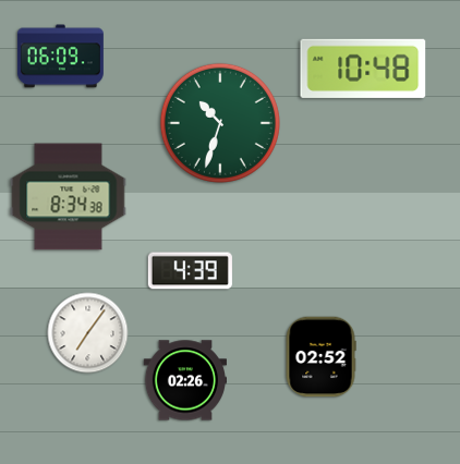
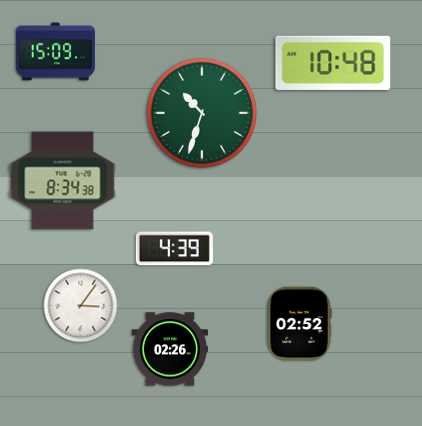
clock at (60, 57): 06:09 -> 15:09
clock at (88, 333): 7:06 -> 3:06
clock at (320, 357) position: (320, 357) -> (299, 324)
